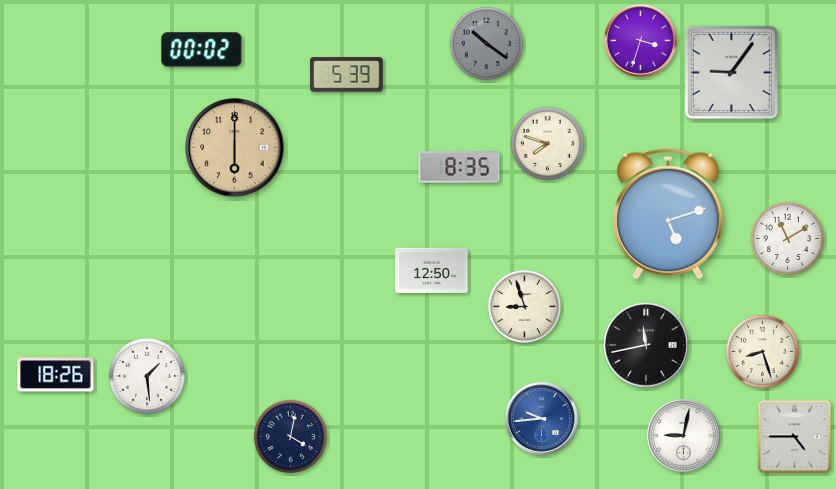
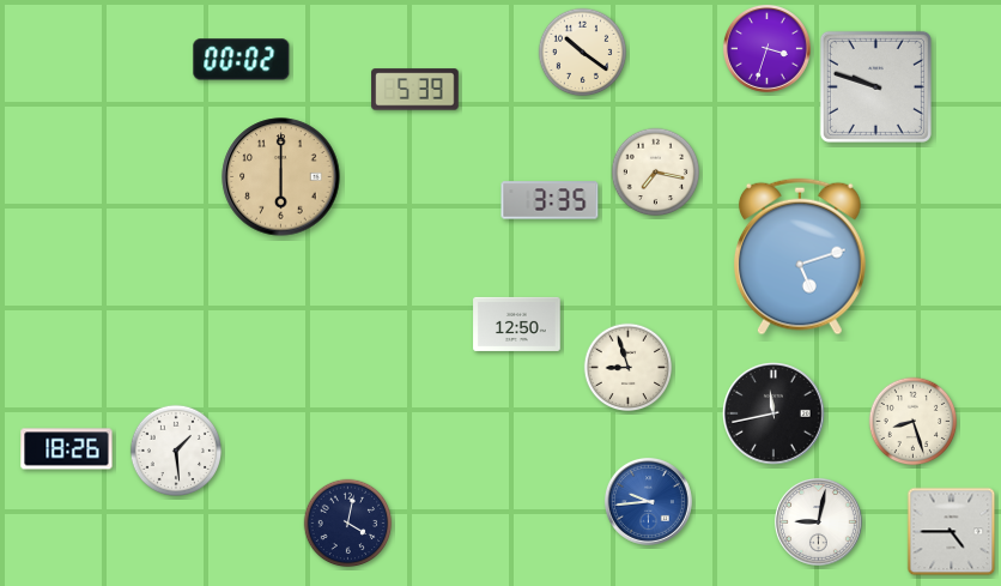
clock at (487, 44) dial: grey -> cream
clock at (731, 72): 9:06 -> 9:48
clock at (548, 144): 7:48 -> 7:17
clock at (459, 167): 8:35 -> 3:35
clock at (788, 239): 11:10 -> none
clock at (795, 437) position: (795, 437) -> (952, 532)
